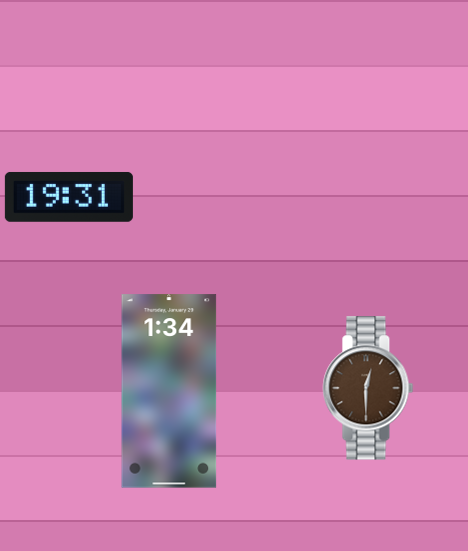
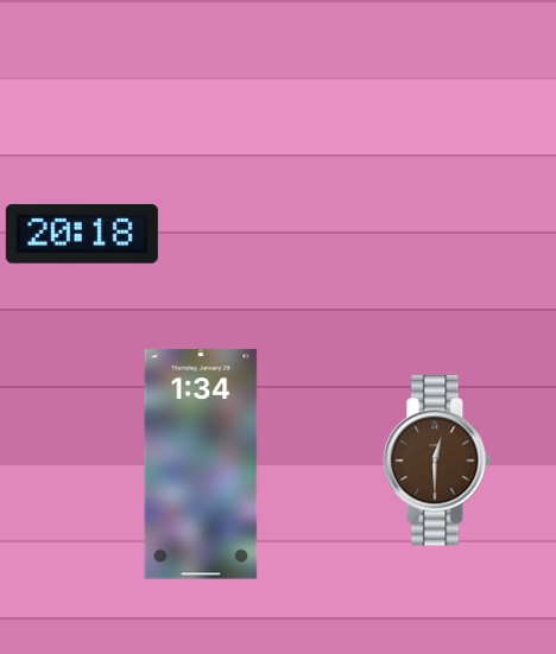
clock at (69, 197): 19:31 -> 20:18
